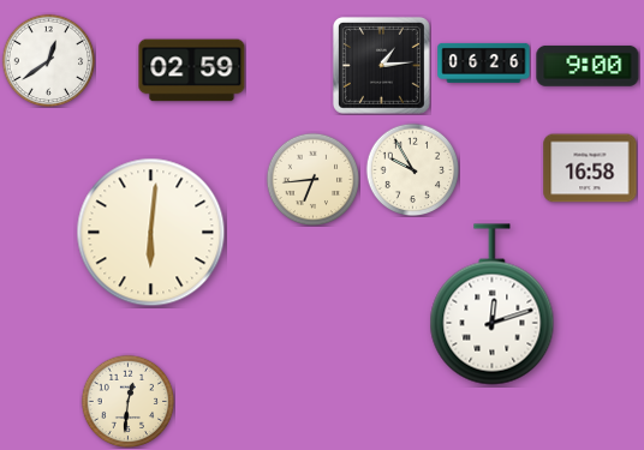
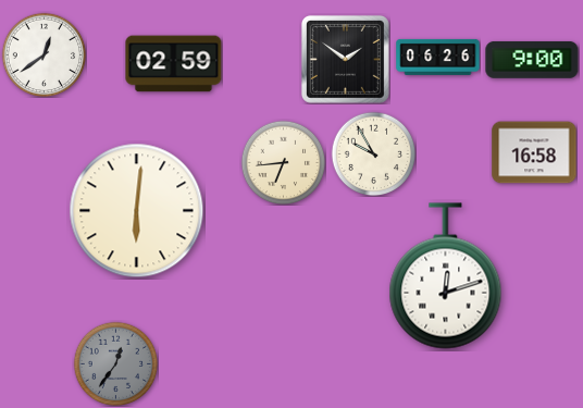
clock at (381, 65): 1:14 -> 1:51
clock at (127, 401): 12:31 -> 12:36
clock at (127, 401) dial: cream -> grey
